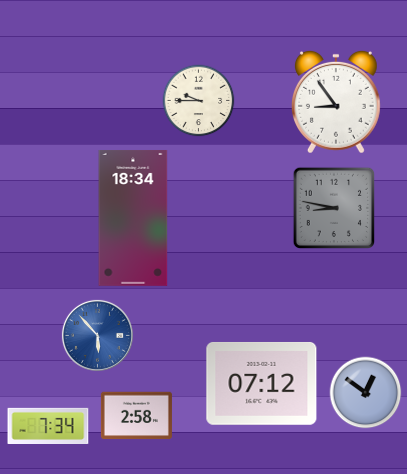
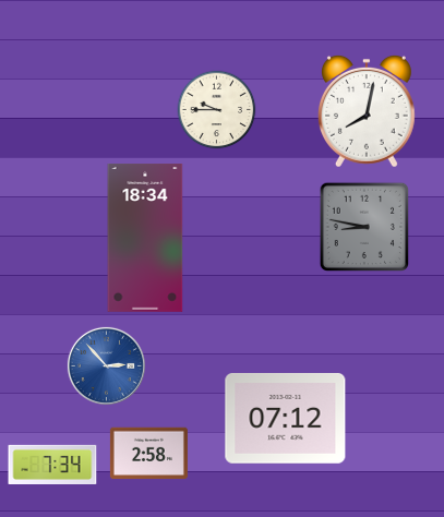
clock at (336, 102): 8:54 -> 8:02
clock at (97, 335): 5:53 -> 2:53
clock at (366, 393): 12:51 -> none
